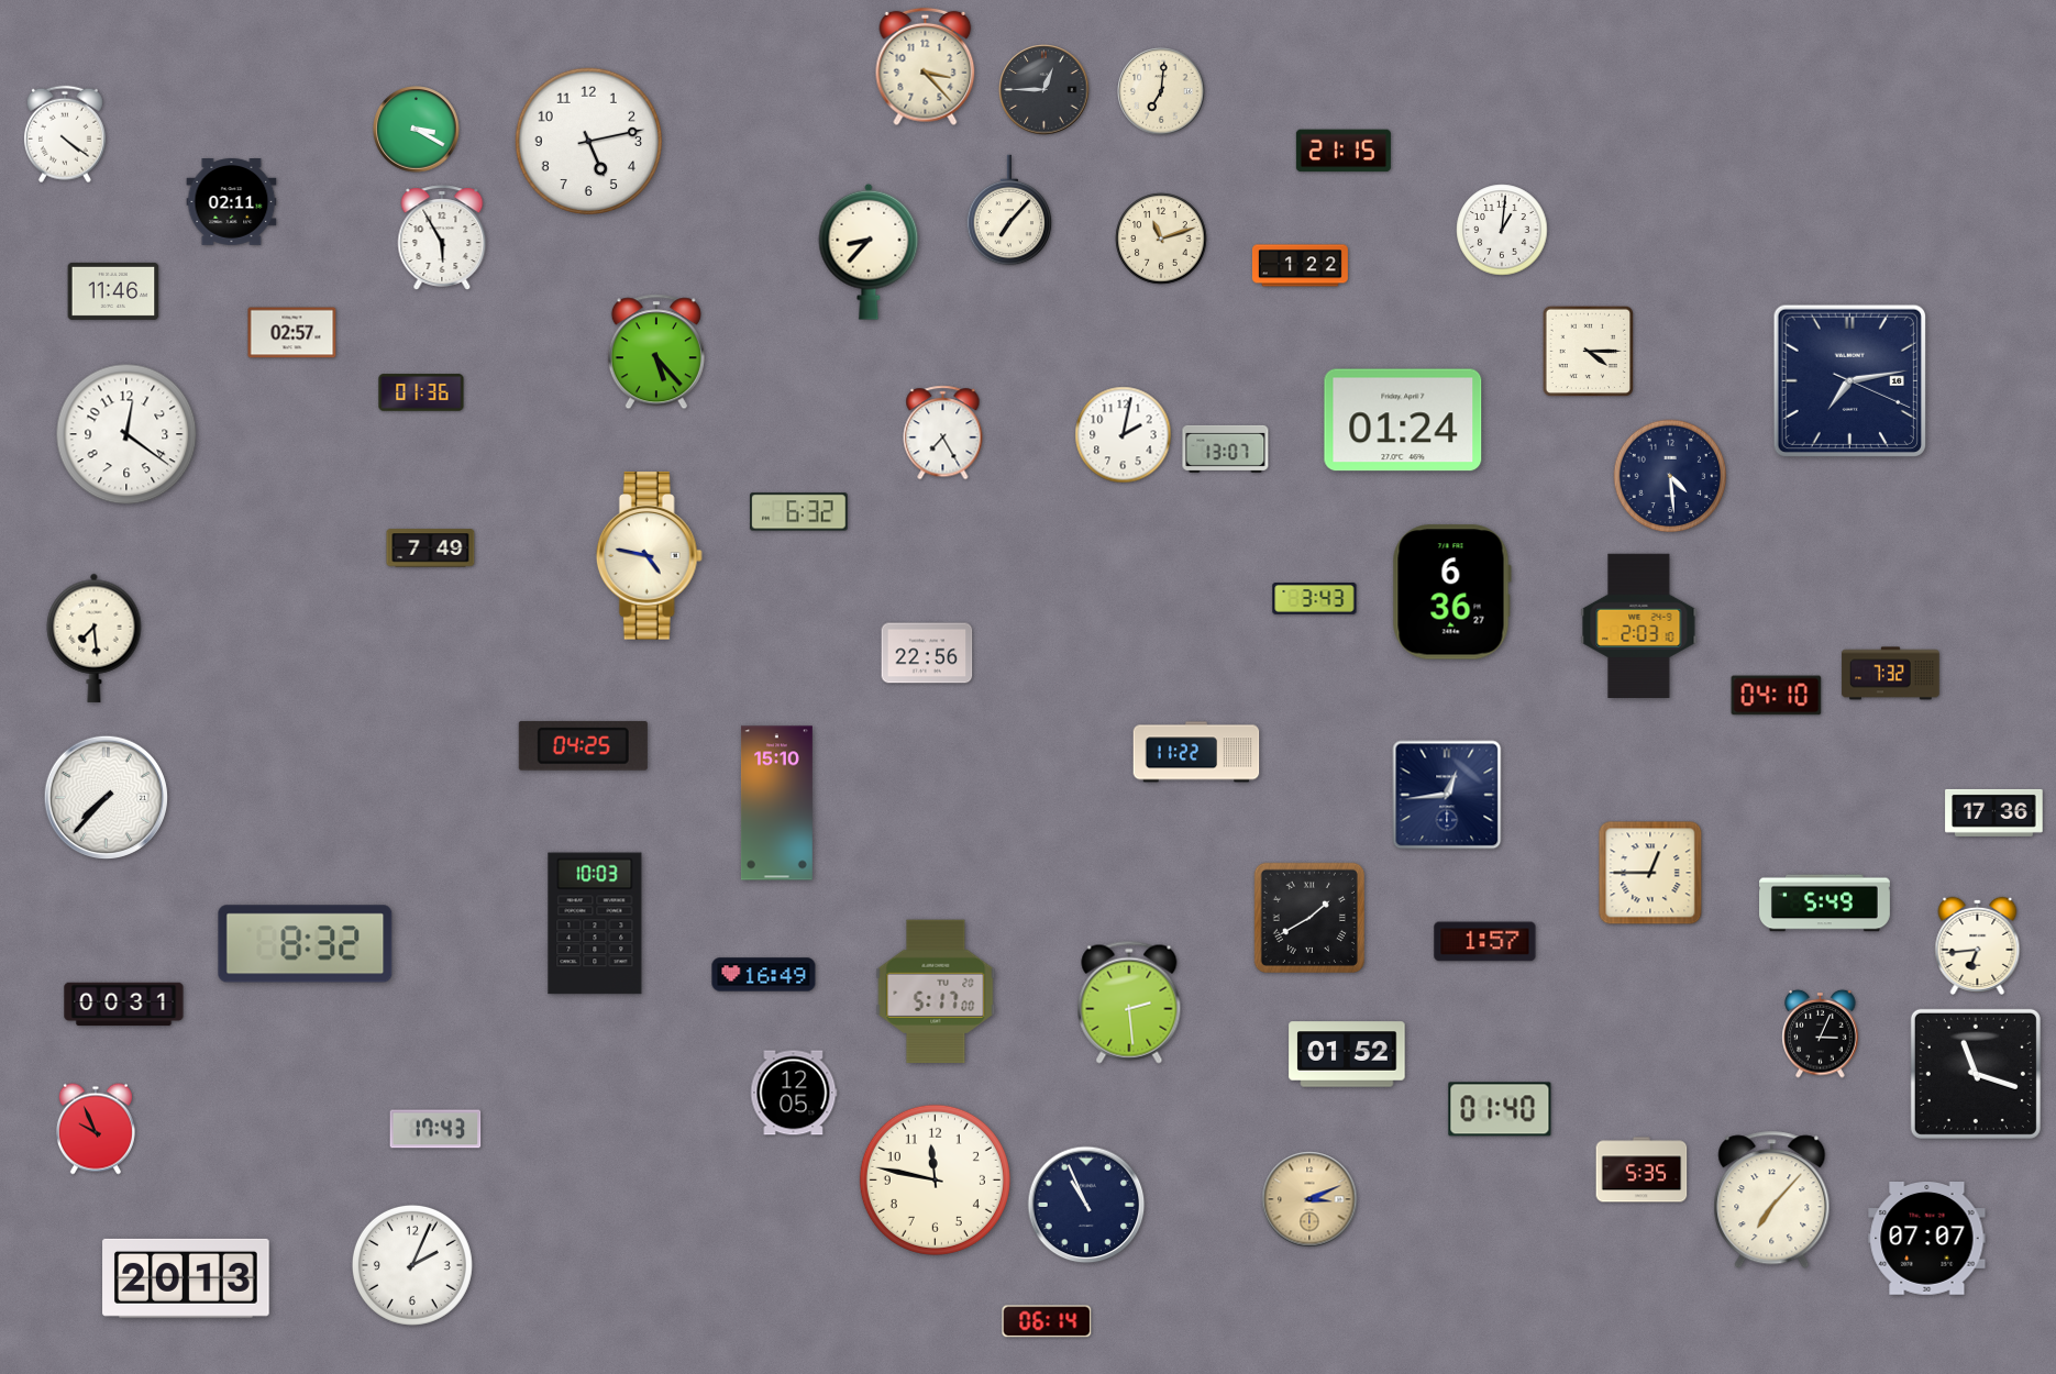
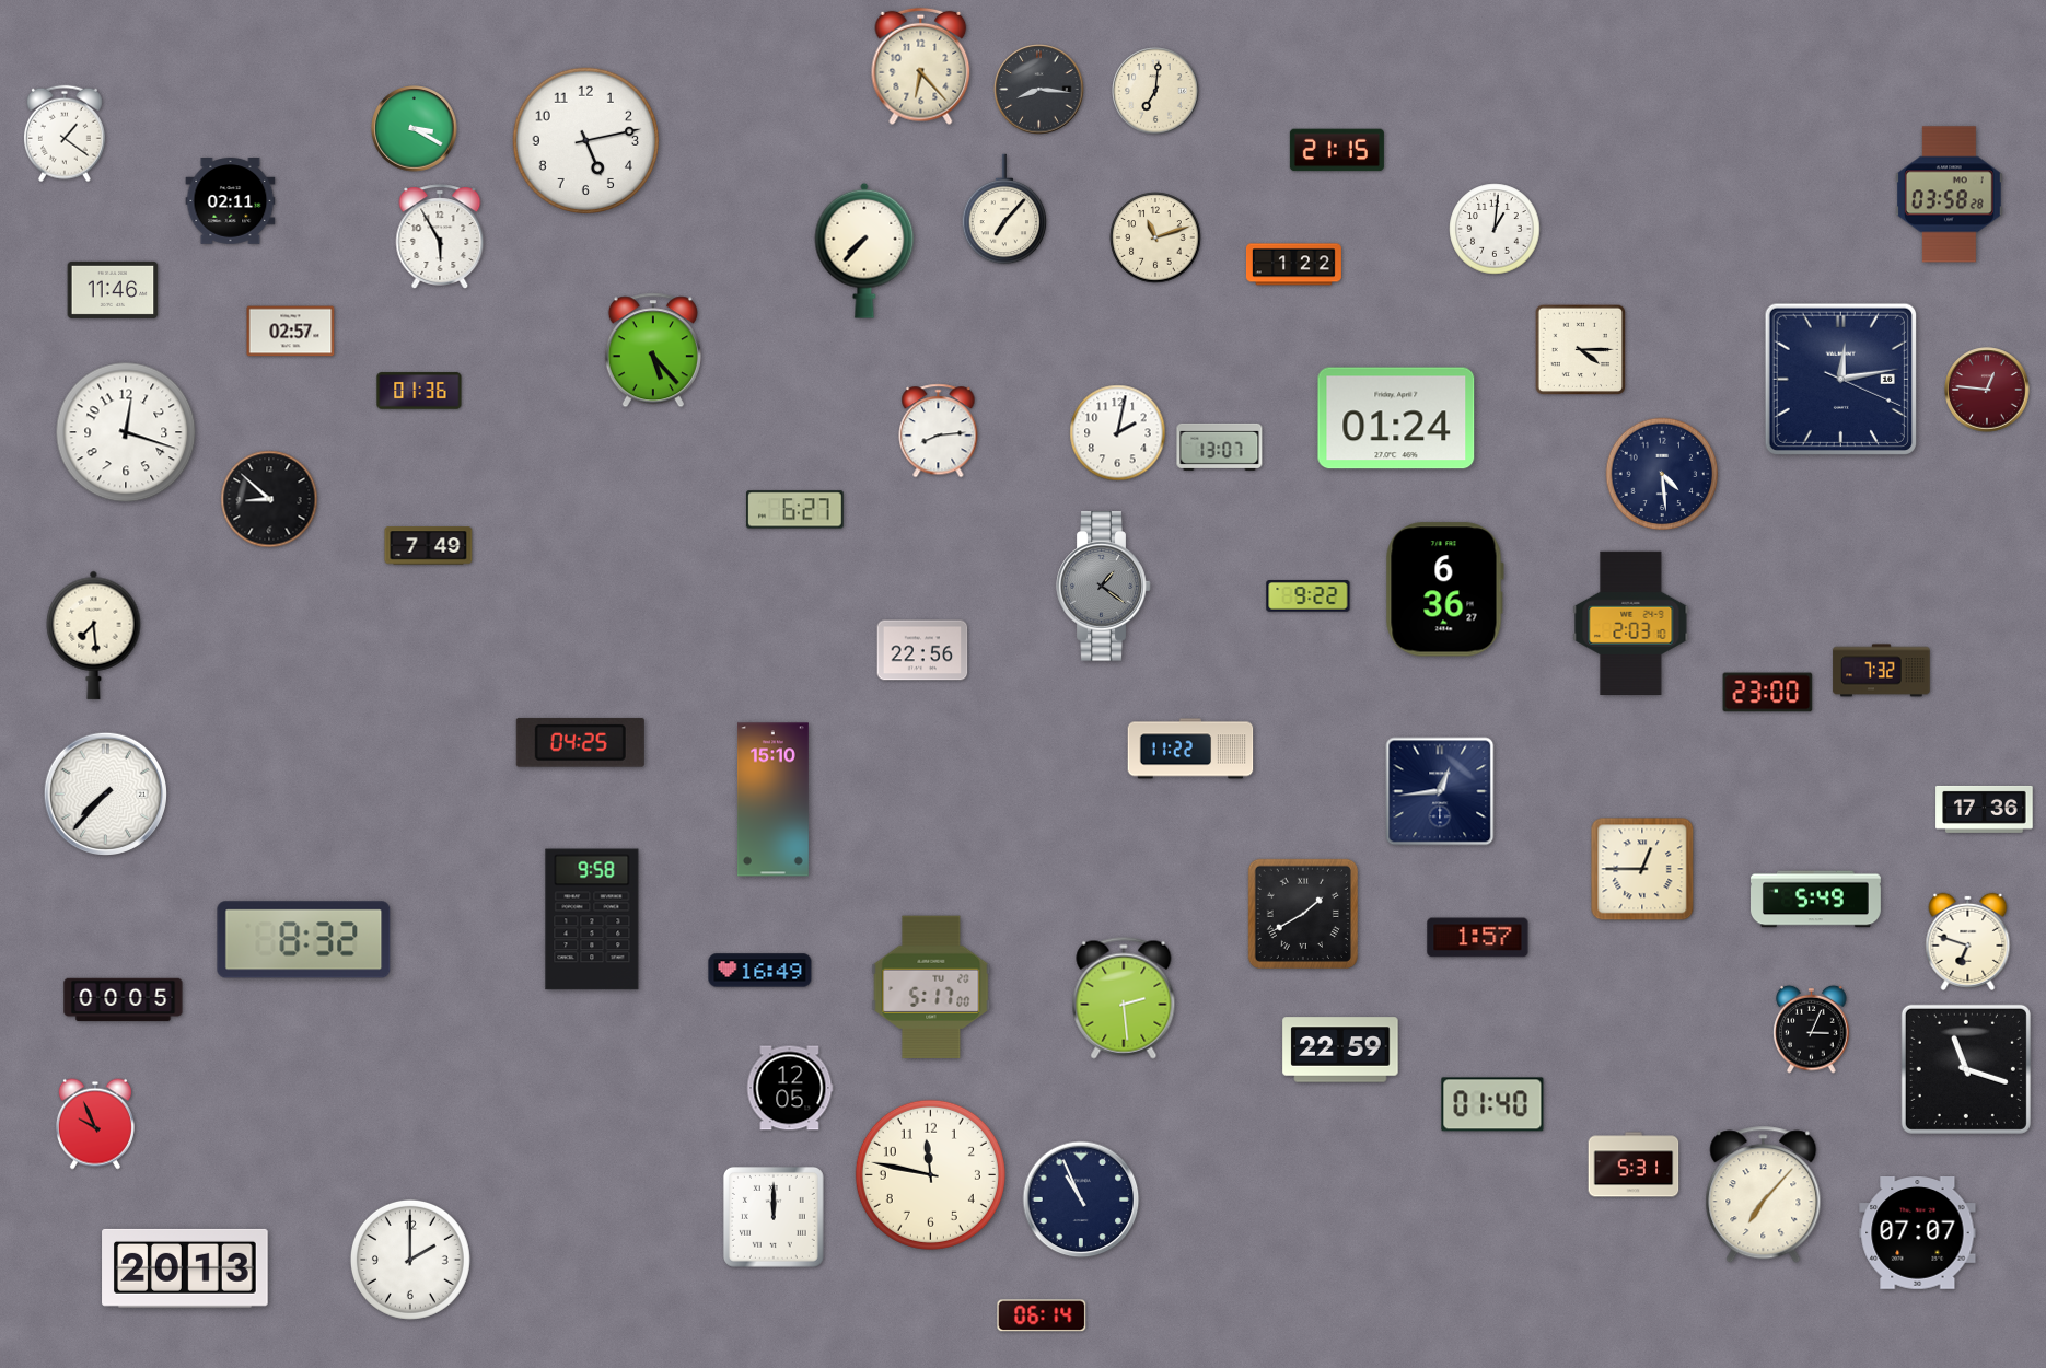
clock at (926, 67): 3:23 -> 6:23
clock at (1044, 90): 12:45 -> 8:16
clock at (65, 134): 4:21 -> 1:21
clock at (1949, 195): none -> 03:58
clock at (869, 252): 8:37 -> 7:37
clock at (1849, 380): 7:13 -> 12:13
clock at (1987, 390): none -> 12:46
clock at (943, 433): 7:25 -> 8:14
clock at (126, 434): 12:21 -> 12:18
clock at (269, 499): none -> 8:52
clock at (799, 512): 6:32 -> 6:27
clock at (649, 556): 4:47 -> none
clock at (1104, 587): none -> 1:21
clock at (1315, 599): 3:43 -> 9:22
clock at (1777, 696): 04:10 -> 23:00
clock at (595, 923): 10:03 -> 9:58
clock at (1978, 945): 6:44 -> 6:48
clock at (124, 1005): 00:31 -> 00:05
clock at (1347, 1054): 01:52 -> 22:59
clock at (435, 1129): 17:43 -> none
clock at (1642, 1170): 5:35 -> 5:31
clock at (1309, 1199): 3:11 -> none
clock at (774, 1217): none -> 12:00
clock at (412, 1265): 2:04 -> 2:00
clock at (186, 1278) position: (186, 1278) -> (185, 1268)
